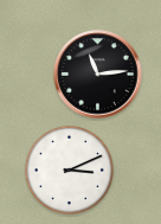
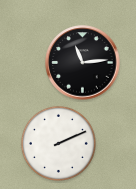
clock at (69, 169): 3:11 -> 2:11
